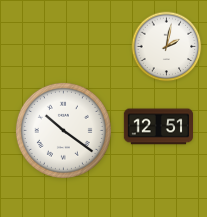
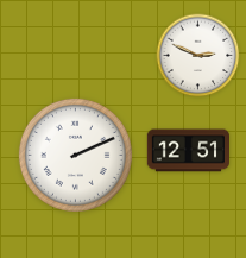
clock at (167, 47): 2:02 -> 2:49
clock at (63, 130): 10:21 -> 2:11
